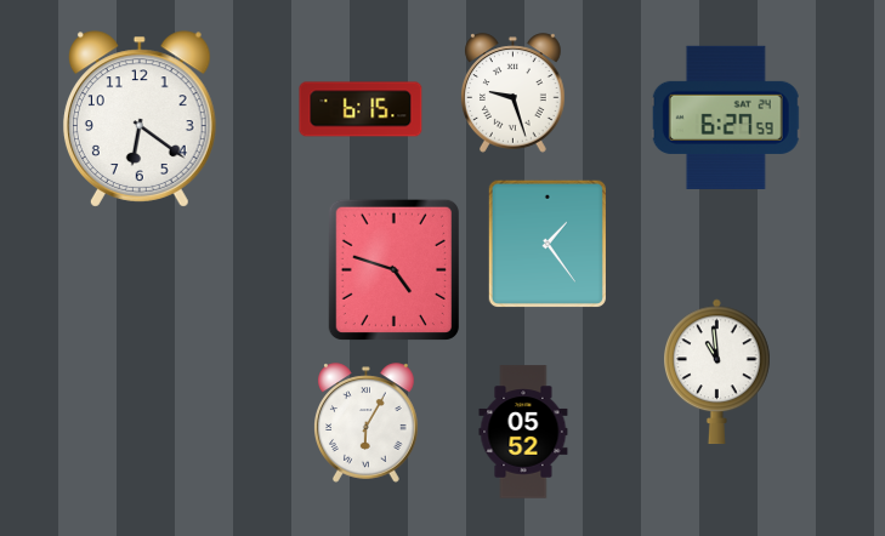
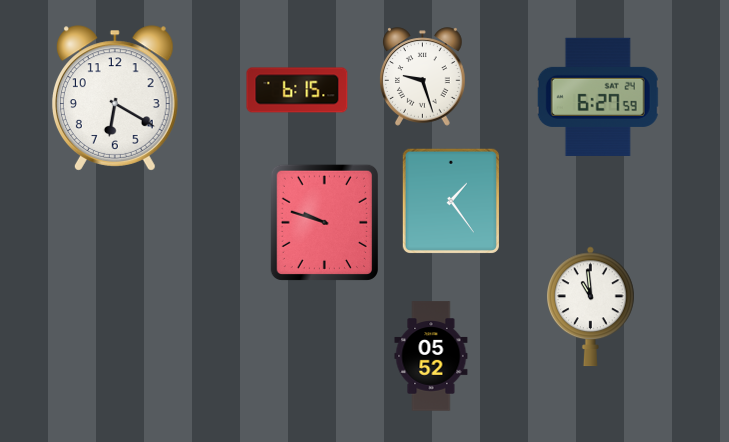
clock at (140, 119): 6:21 -> 6:20
clock at (393, 269): 4:48 -> 9:48
clock at (367, 423): 6:05 -> none
